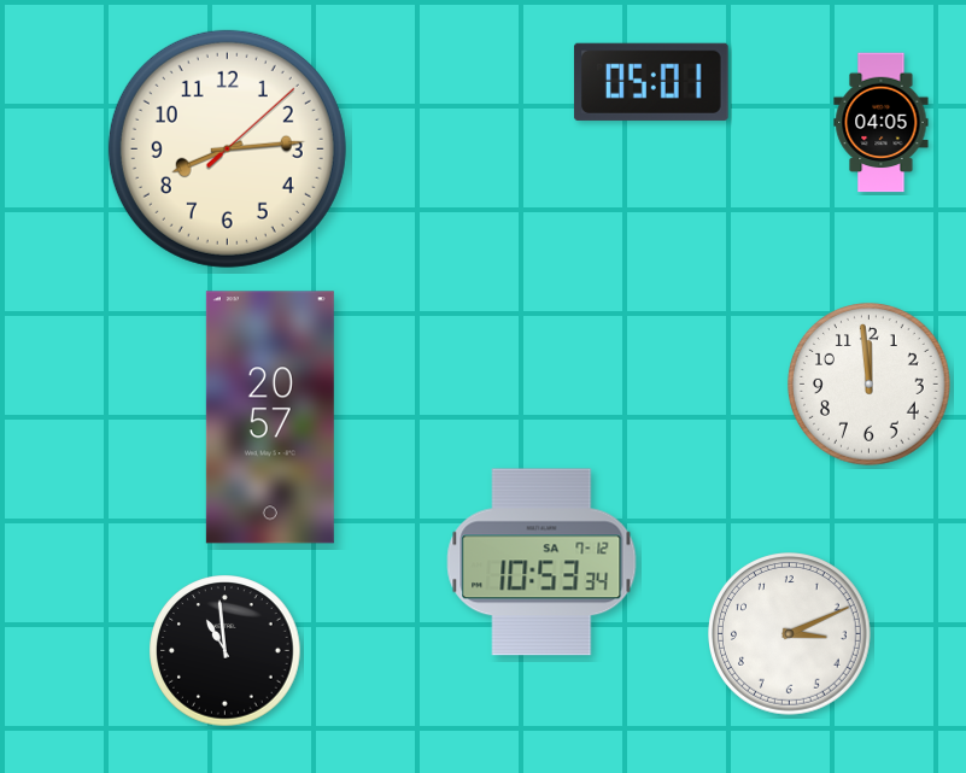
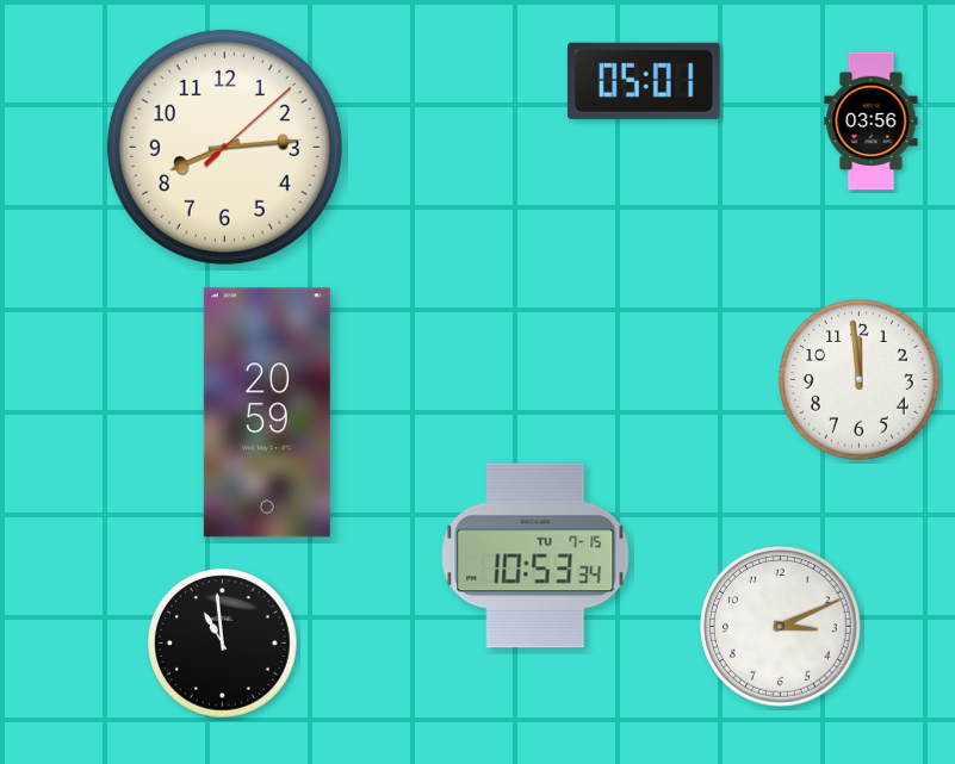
clock at (882, 123): 04:05 -> 03:56
clock at (270, 417): 20:57 -> 20:59
clock at (541, 562) date: SA 7-12 -> TU 7-15
